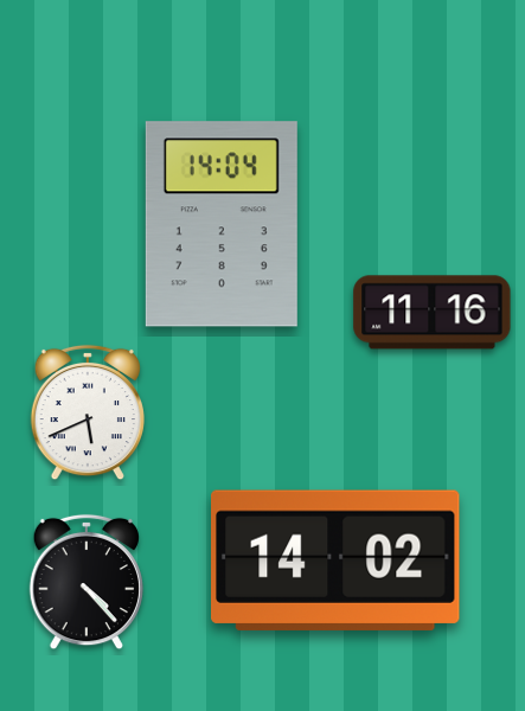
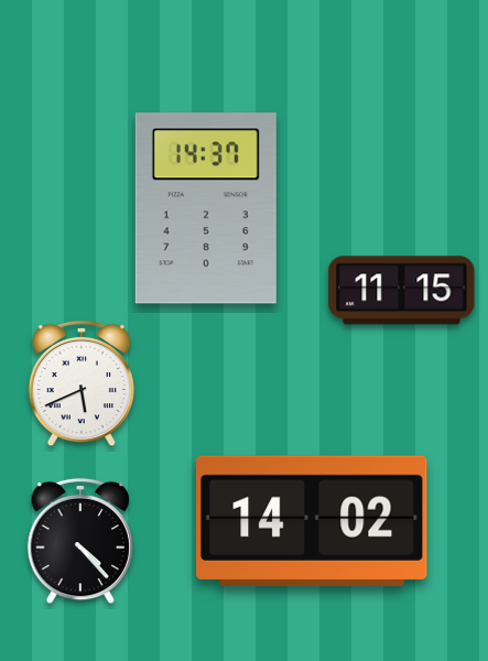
clock at (222, 224): 14:04 -> 14:37
clock at (433, 313): 11:16 -> 11:15
